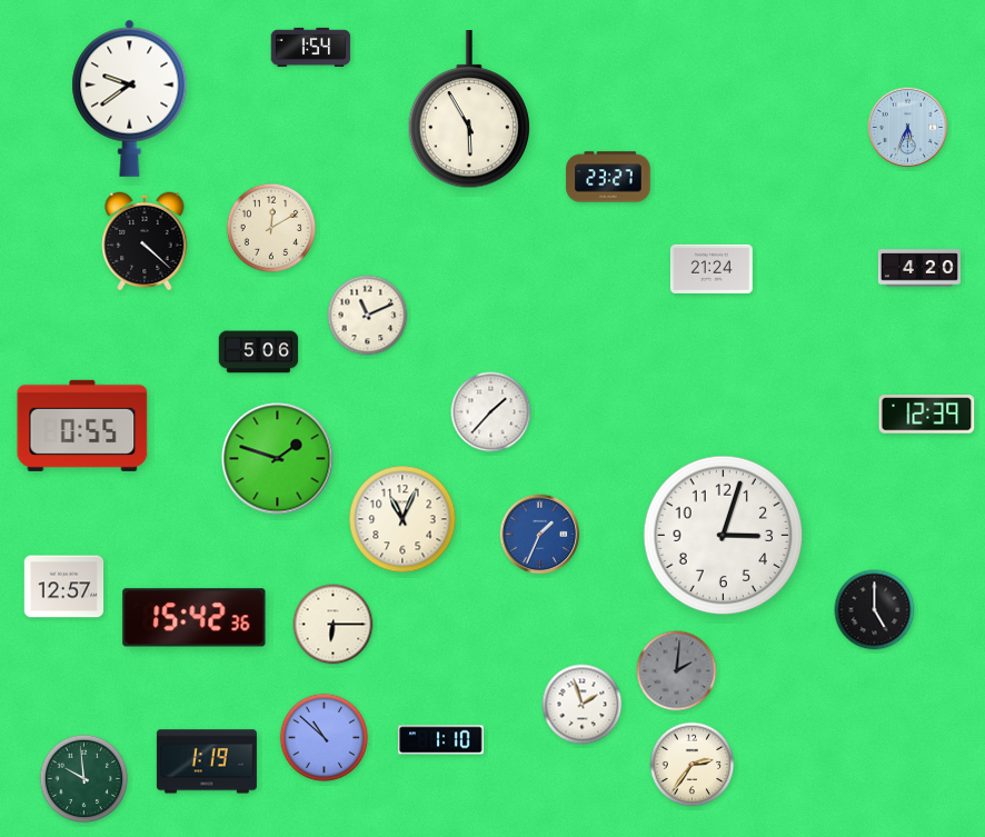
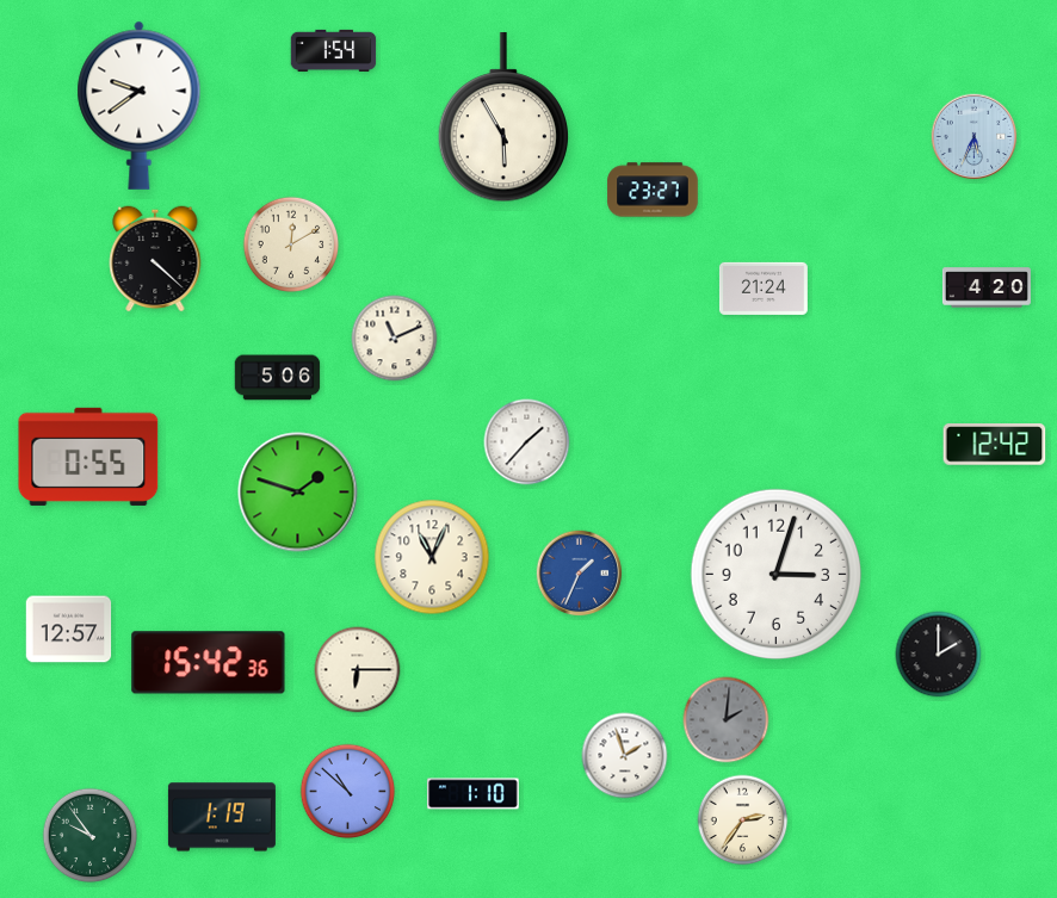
clock at (927, 415): 12:39 -> 12:42
clock at (875, 610): 5:00 -> 2:00
clock at (84, 779): 9:59 -> 9:54
